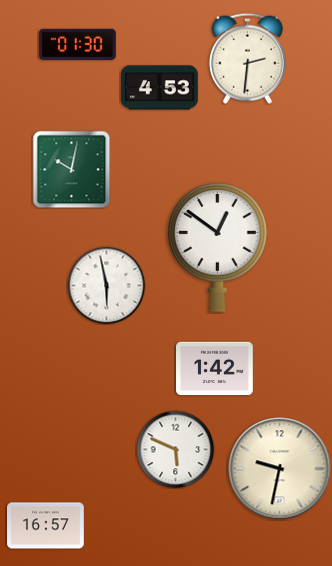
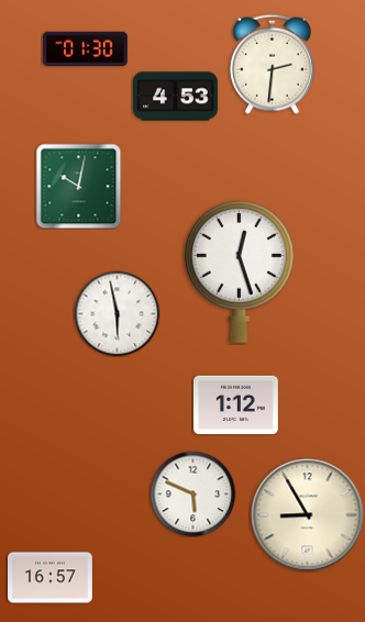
clock at (218, 248): 12:51 -> 12:27
clock at (215, 369): 1:42 -> 1:12
clock at (280, 469): 9:32 -> 8:55
